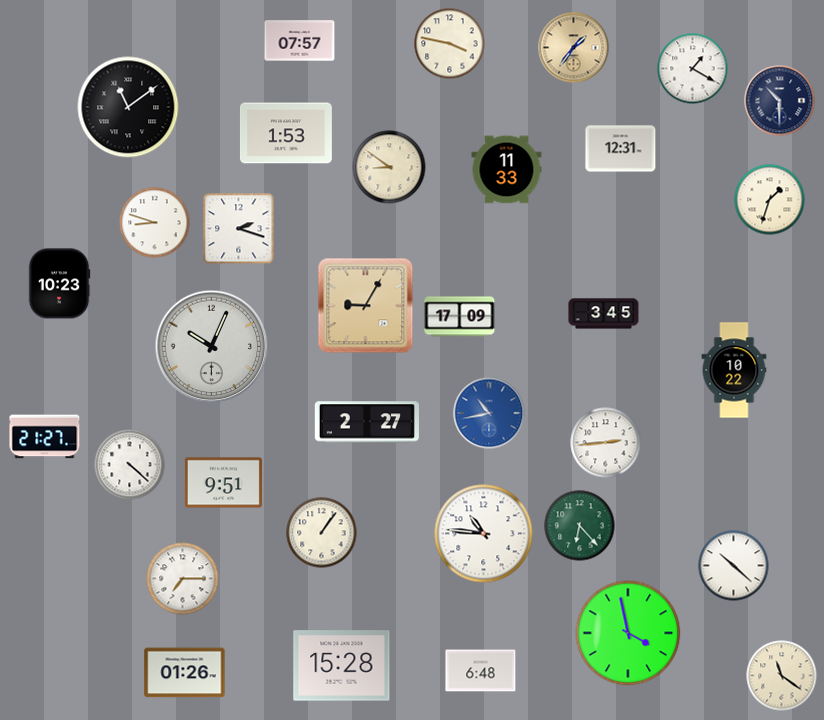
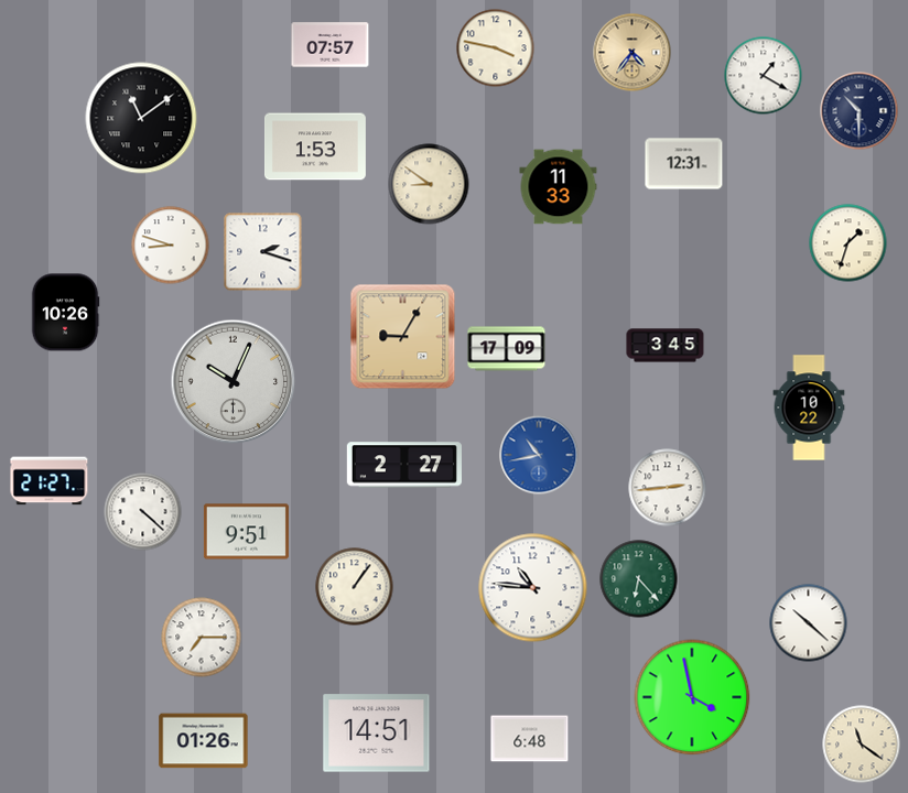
clock at (574, 48): 1:36 -> 4:36
clock at (770, 200) position: (770, 200) -> (848, 243)
clock at (59, 284): 10:23 -> 10:26
clock at (342, 666): 15:28 -> 14:51
